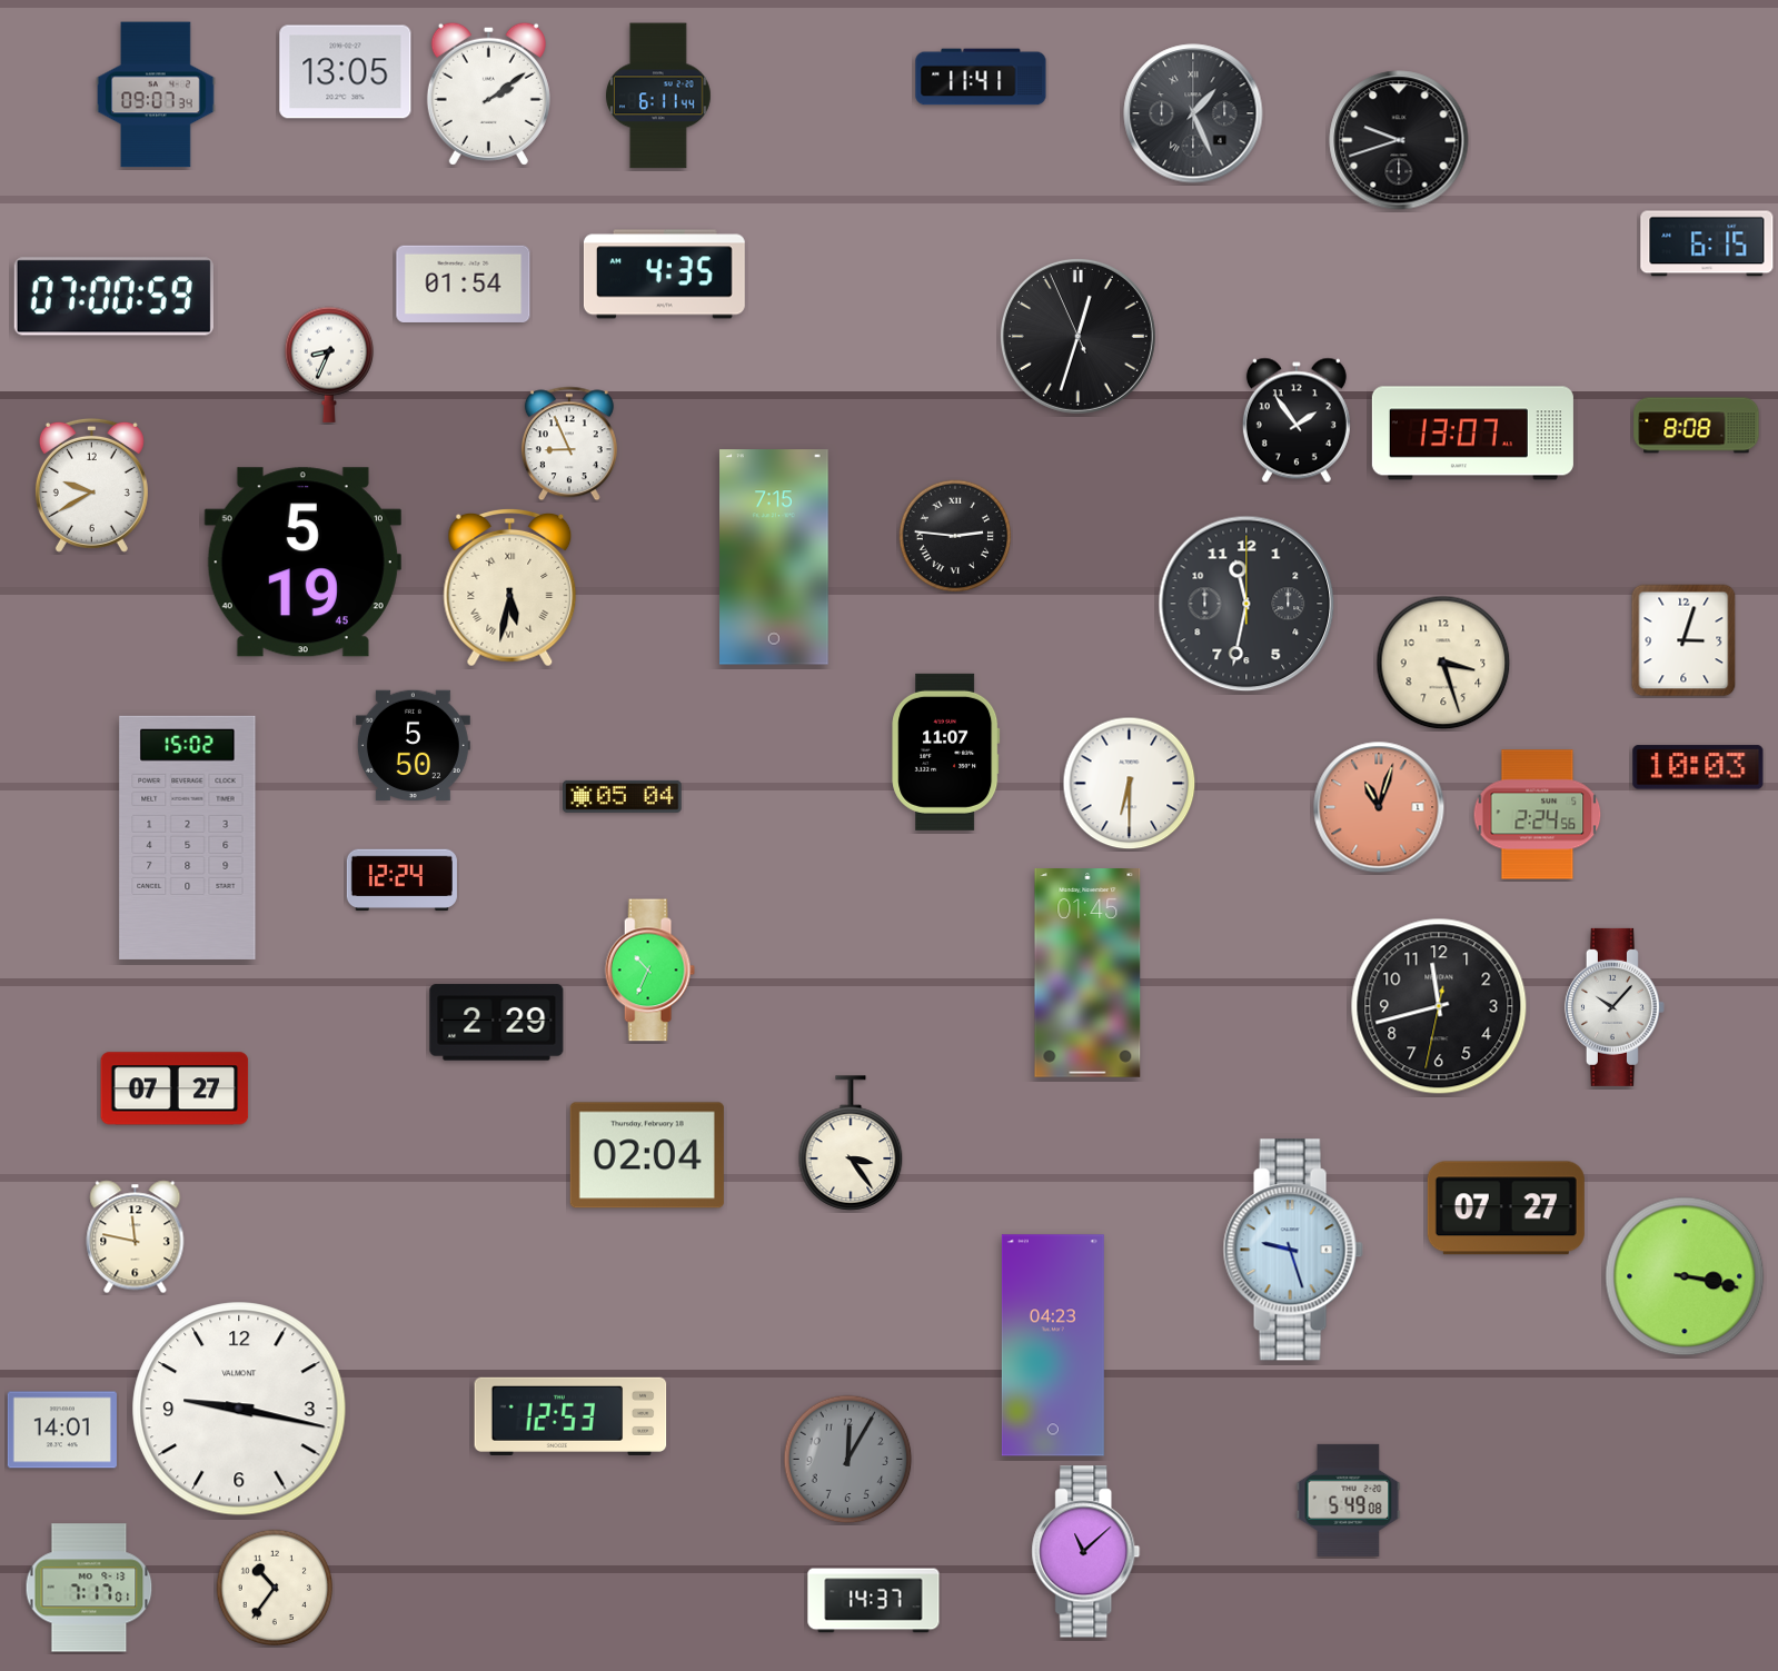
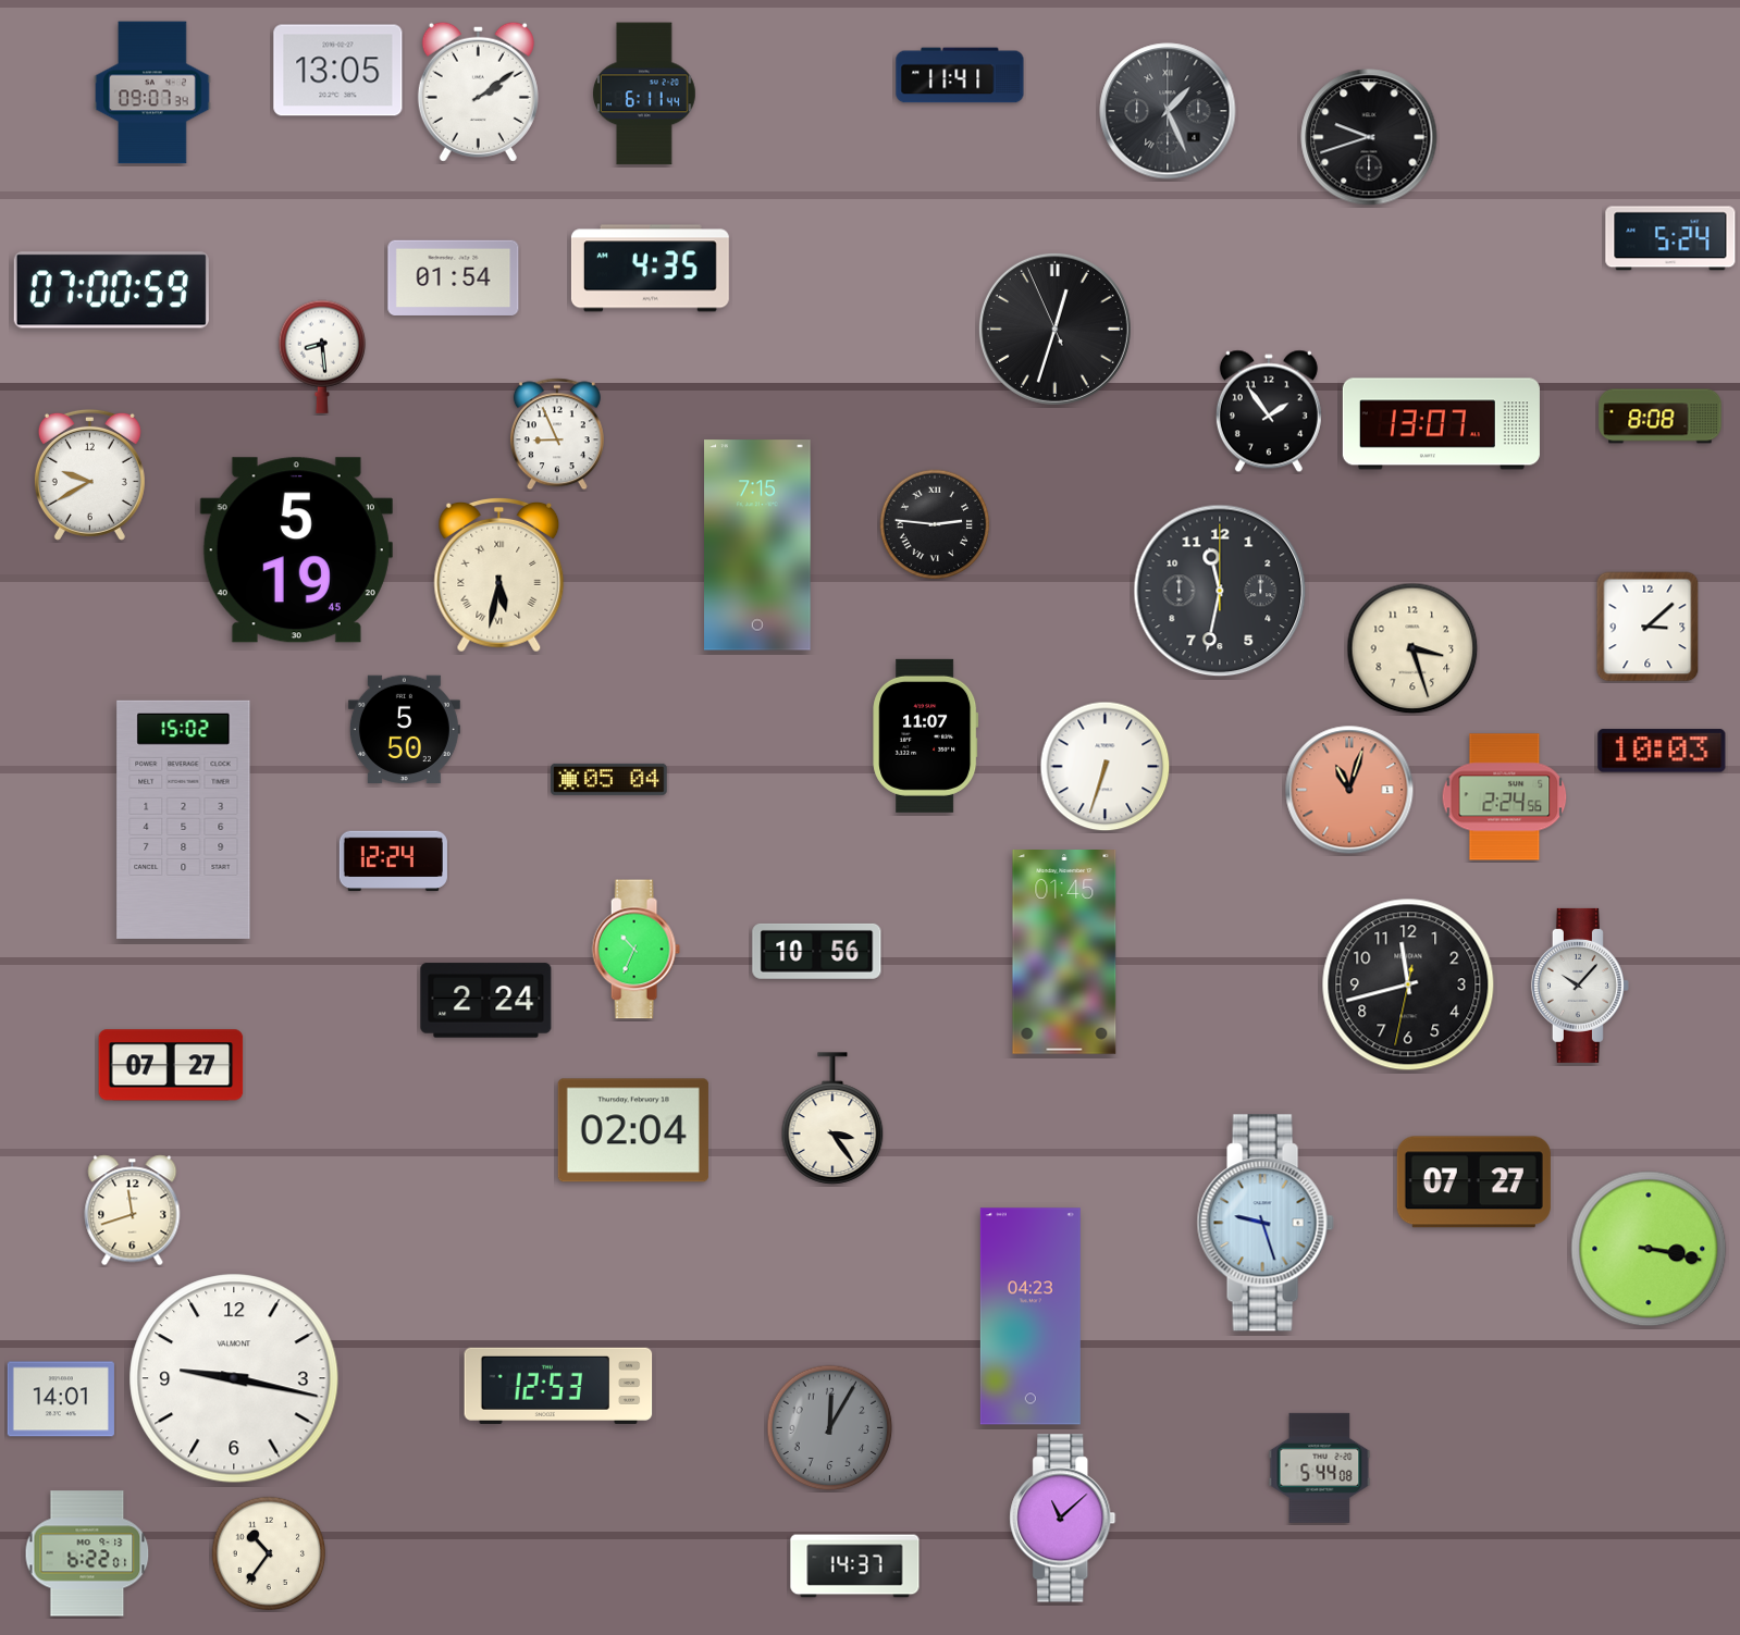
clock at (1707, 243): 6:15 -> 5:24
clock at (328, 365): 8:34 -> 8:29
clock at (1683, 640): 3:03 -> 3:08
clock at (1130, 784): 6:30 -> 6:33
clock at (817, 951): none -> 10:56
clock at (497, 1023): 2:29 -> 2:24
clock at (136, 1237): 11:47 -> 11:42
clock at (1349, 1500): 5:49 -> 5:44
clock at (89, 1588): 7:17 -> 6:22
